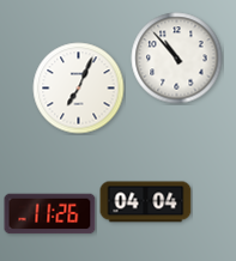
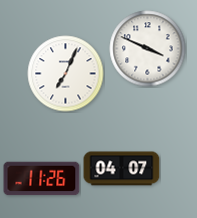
clock at (177, 59): 10:53 -> 3:49
clock at (146, 202): 04:04 -> 04:07
